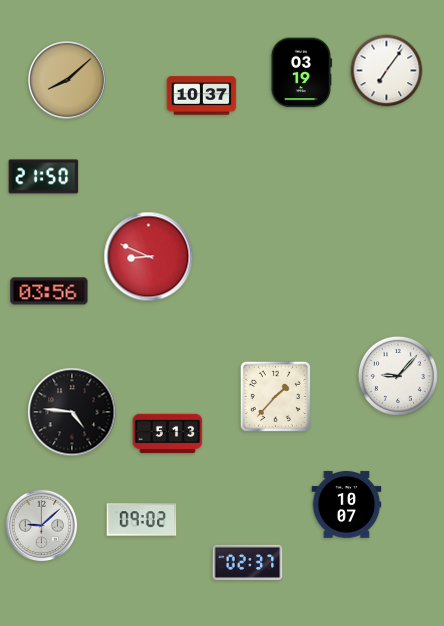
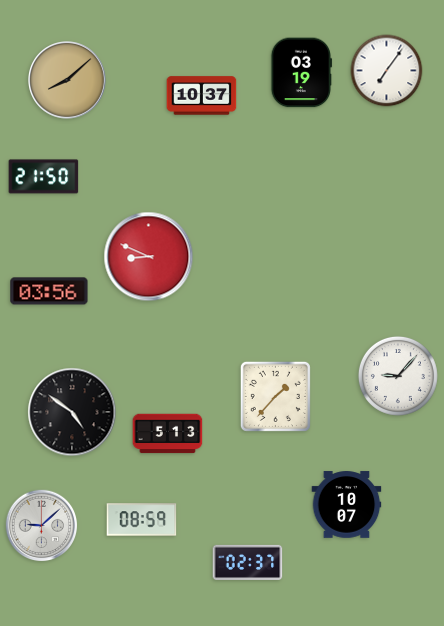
clock at (72, 412): 4:46 -> 4:51
clock at (142, 520): 09:02 -> 08:59
